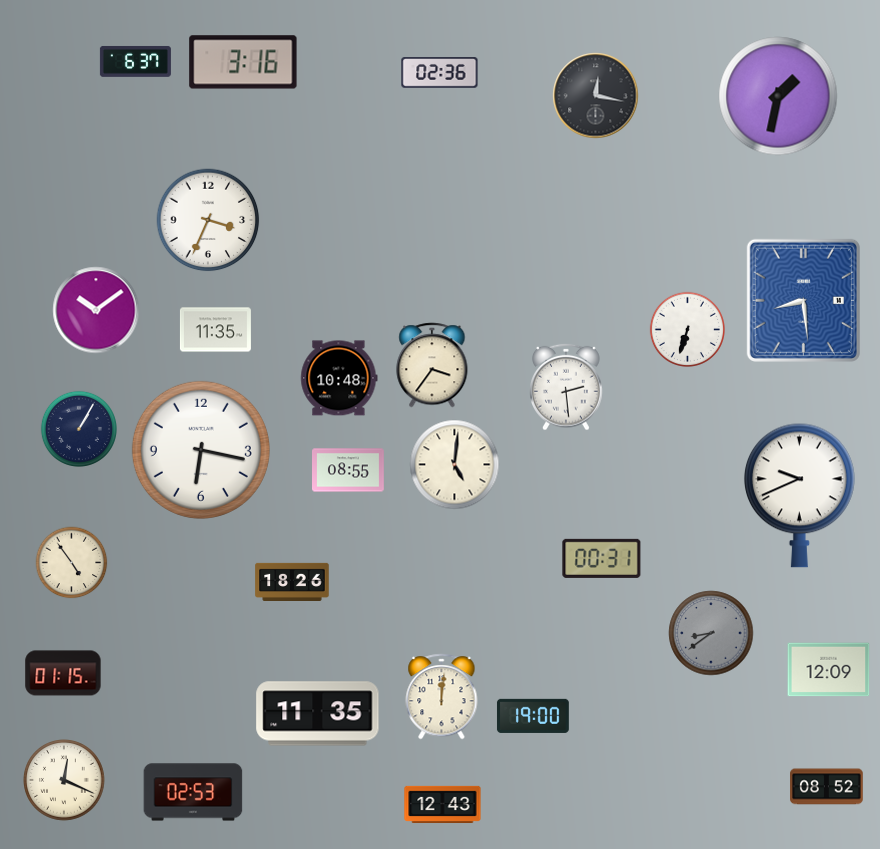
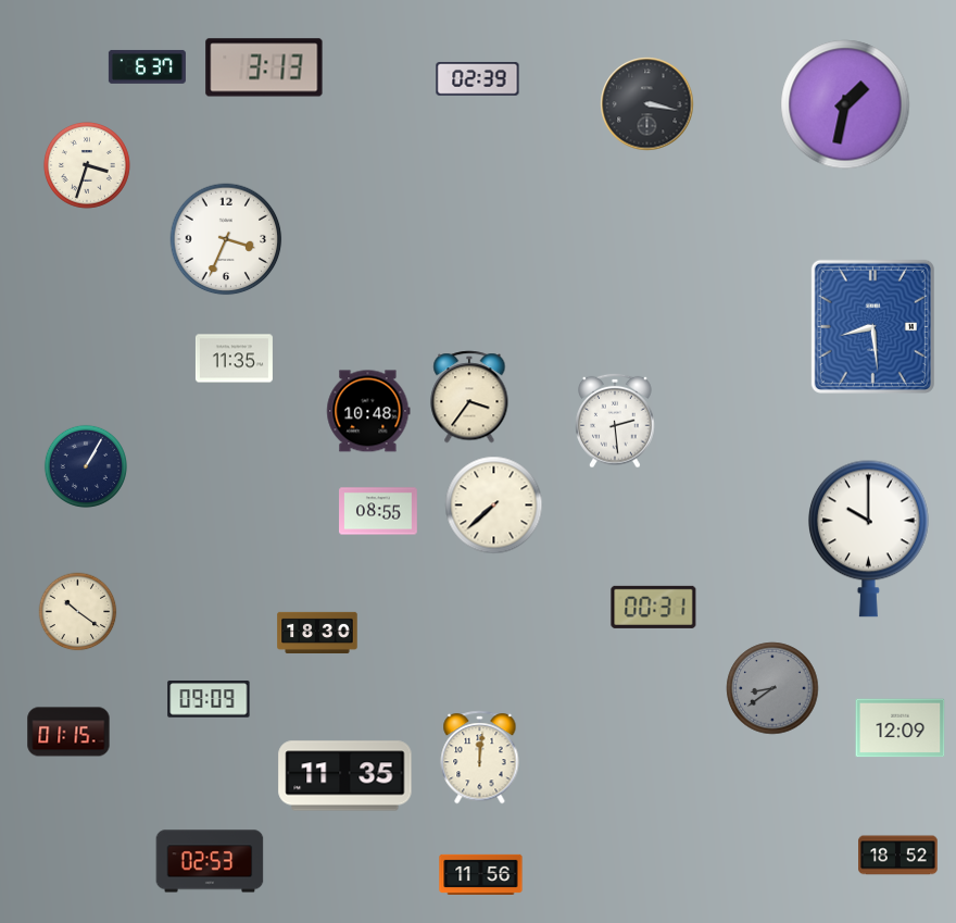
clock at (243, 62): 3:16 -> 3:13
clock at (440, 73): 02:36 -> 02:39
clock at (596, 96): 12:17 -> 3:17
clock at (87, 165): none -> 3:33
clock at (96, 310): 10:09 -> none
clock at (687, 329): 6:33 -> none
clock at (201, 450): 6:17 -> none
clock at (455, 465): 5:01 -> 7:38
clock at (799, 495): 9:41 -> 10:00
clock at (72, 563): 4:54 -> 10:21
clock at (292, 581): 18:26 -> 18:30
clock at (209, 699): none -> 09:09
clock at (533, 716): 19:00 -> none
clock at (64, 780): 12:19 -> none
clock at (827, 787): 08:52 -> 18:52
clock at (443, 804): 12:43 -> 11:56
